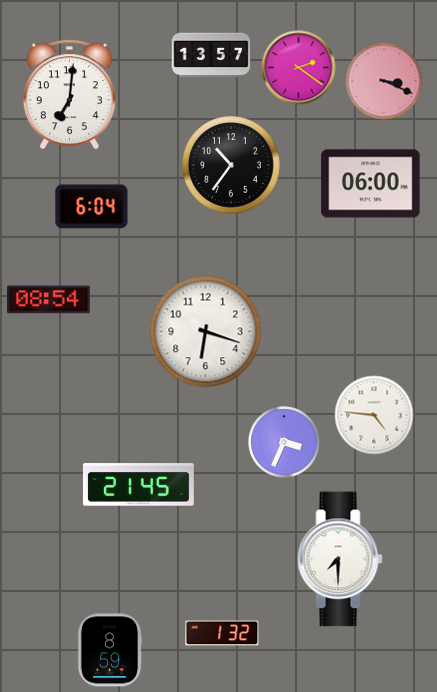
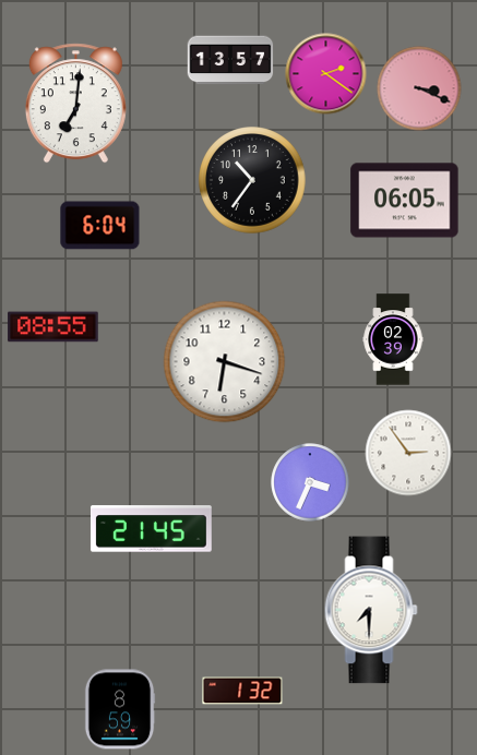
clock at (371, 184): 06:00 -> 06:05
clock at (49, 300): 08:54 -> 08:55
clock at (393, 339): none -> 02:39
clock at (374, 415): 4:46 -> 2:54
